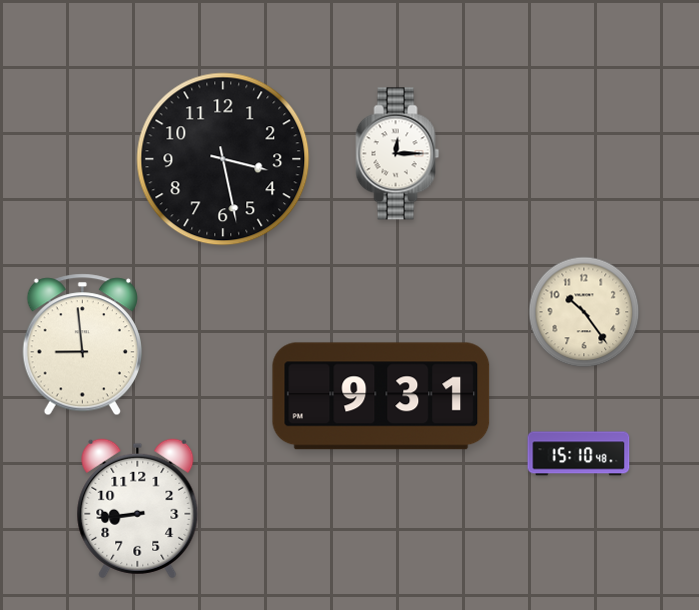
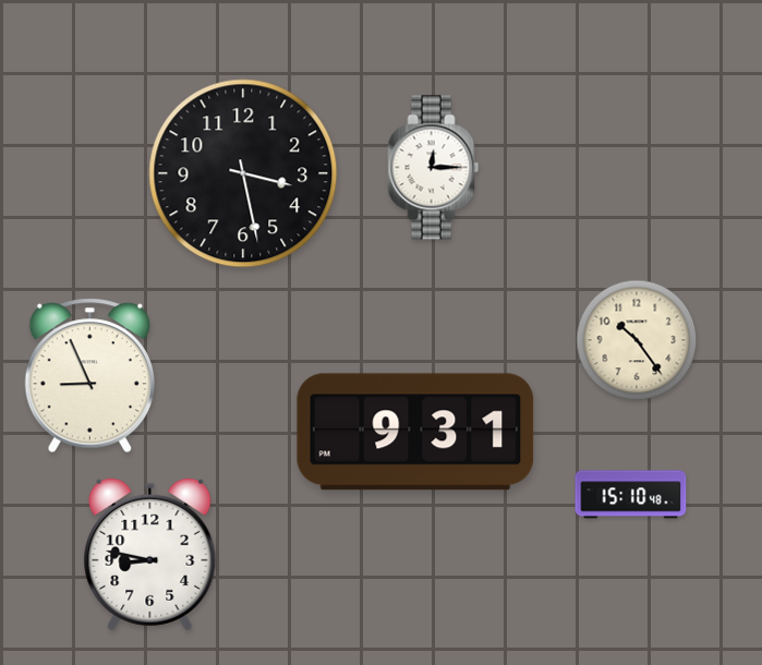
clock at (82, 345): 8:59 -> 8:56
clock at (138, 509): 8:44 -> 8:47
